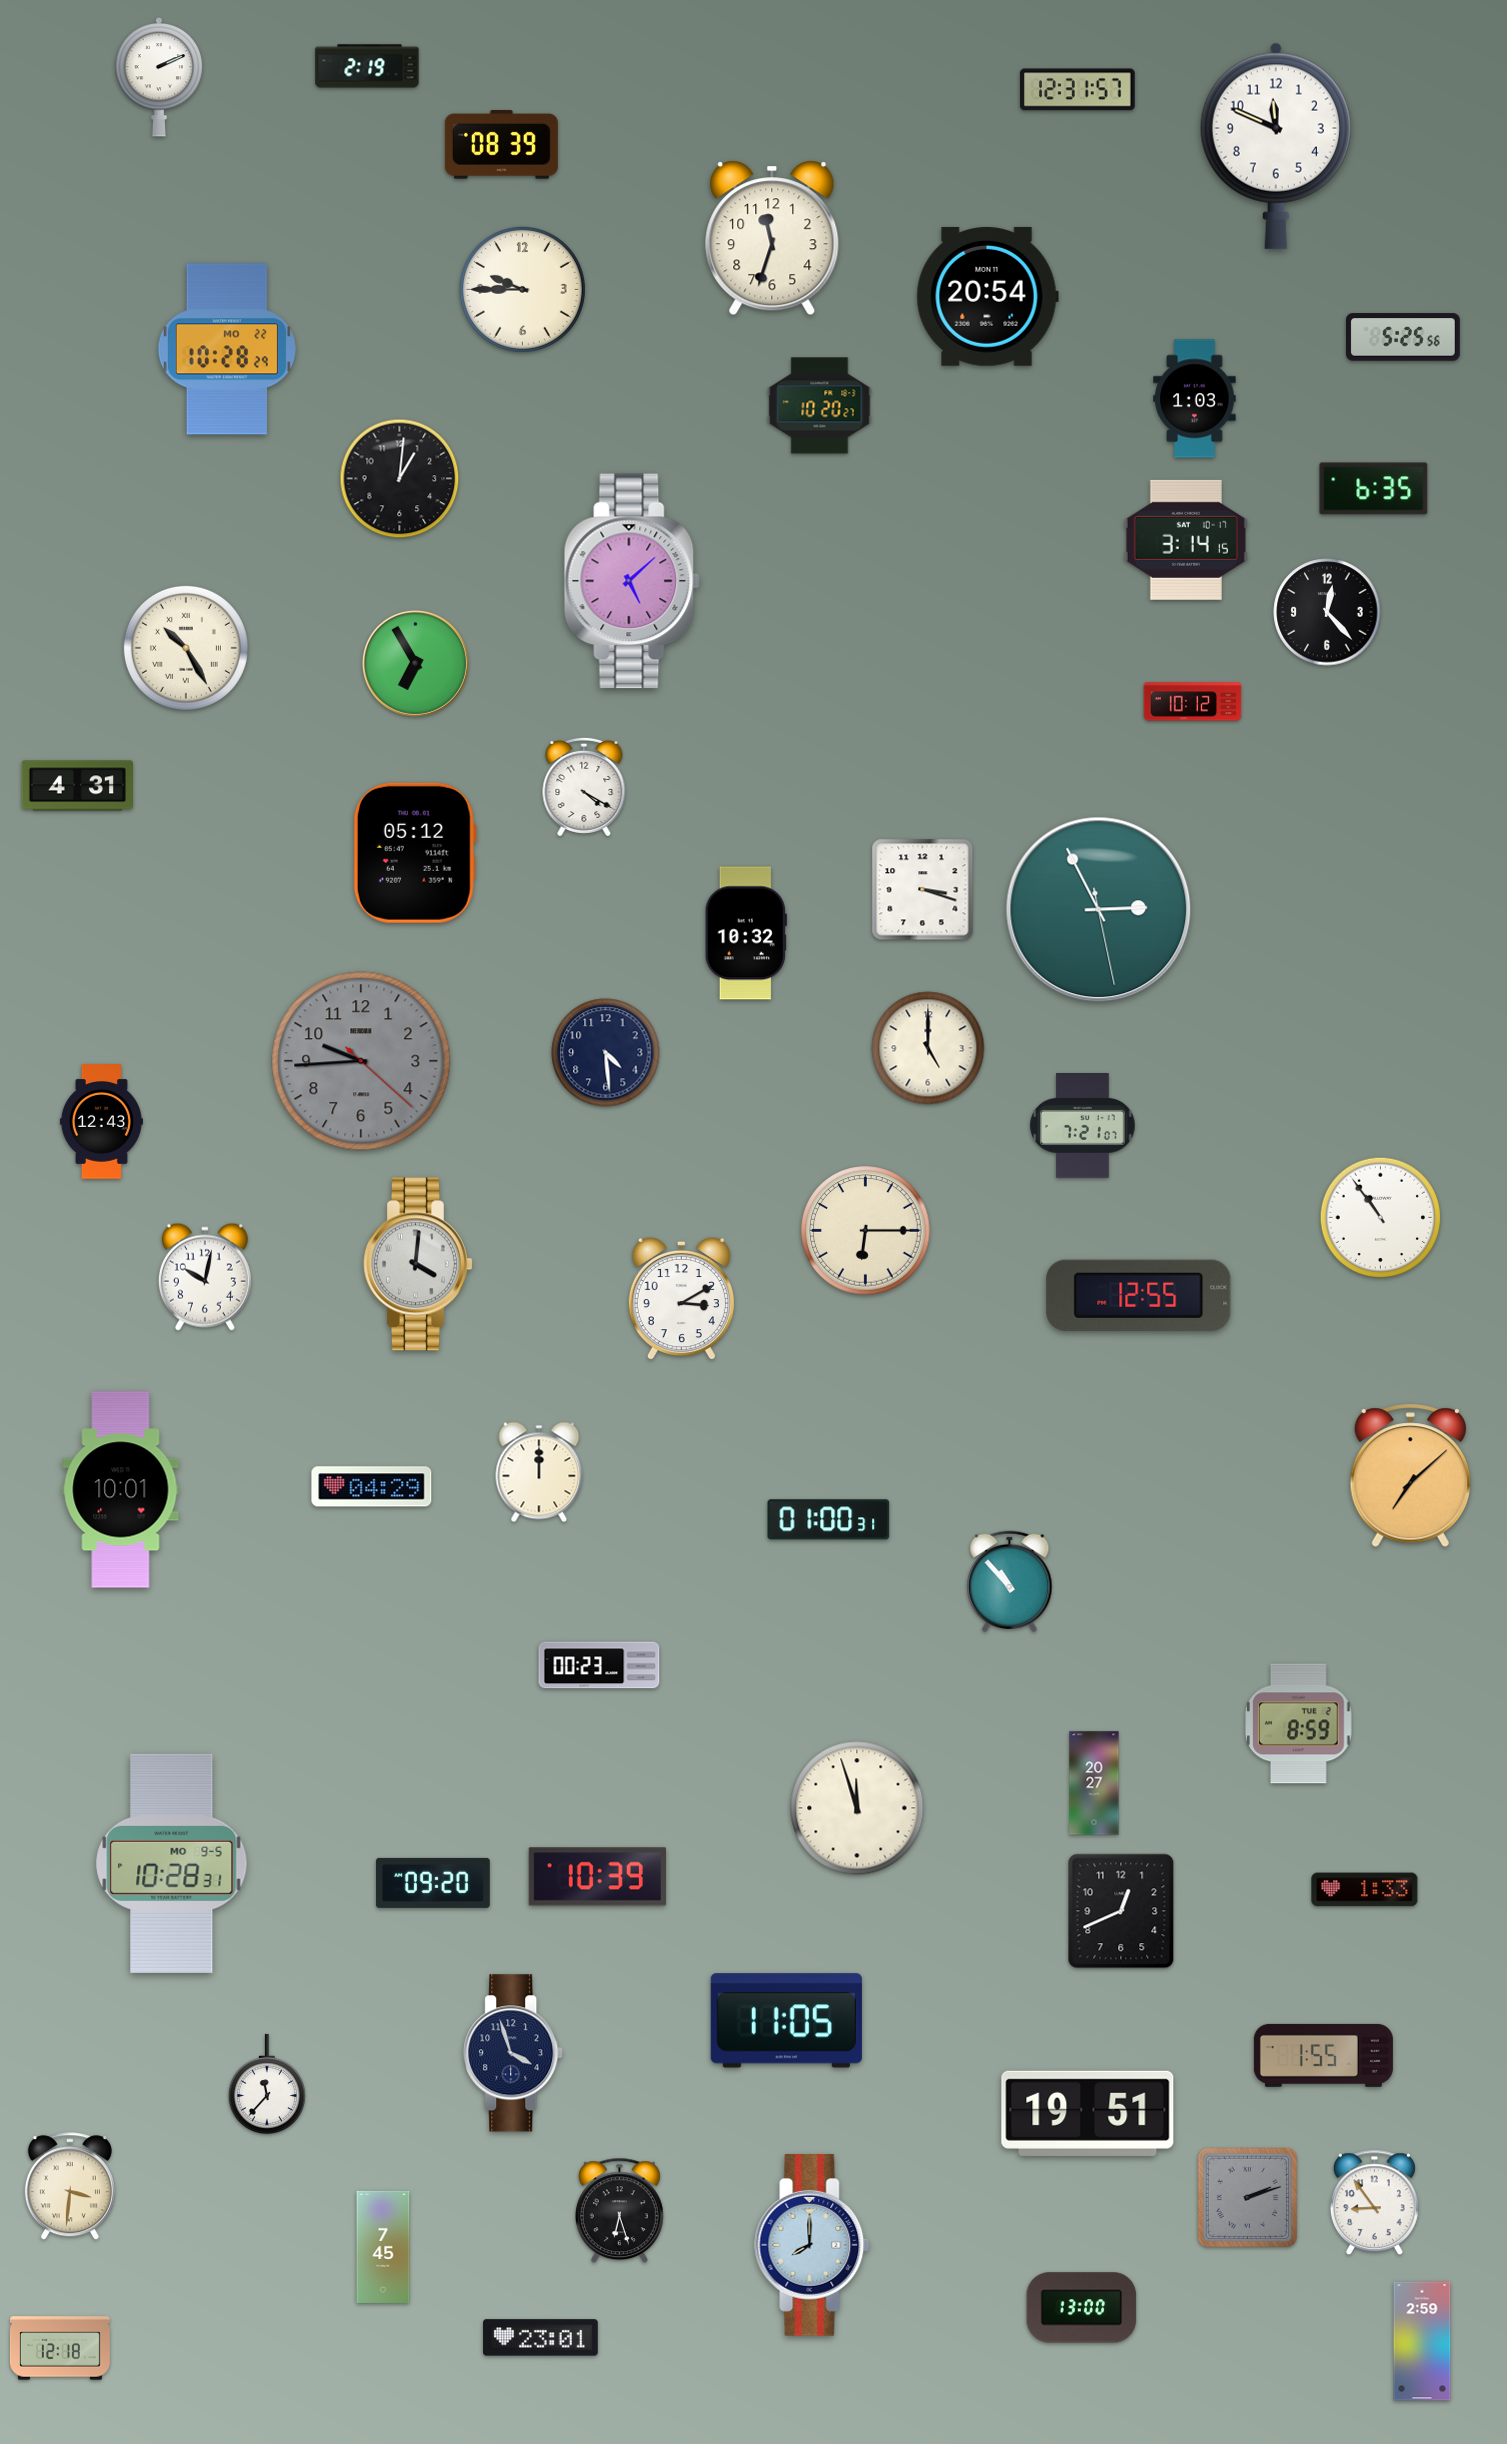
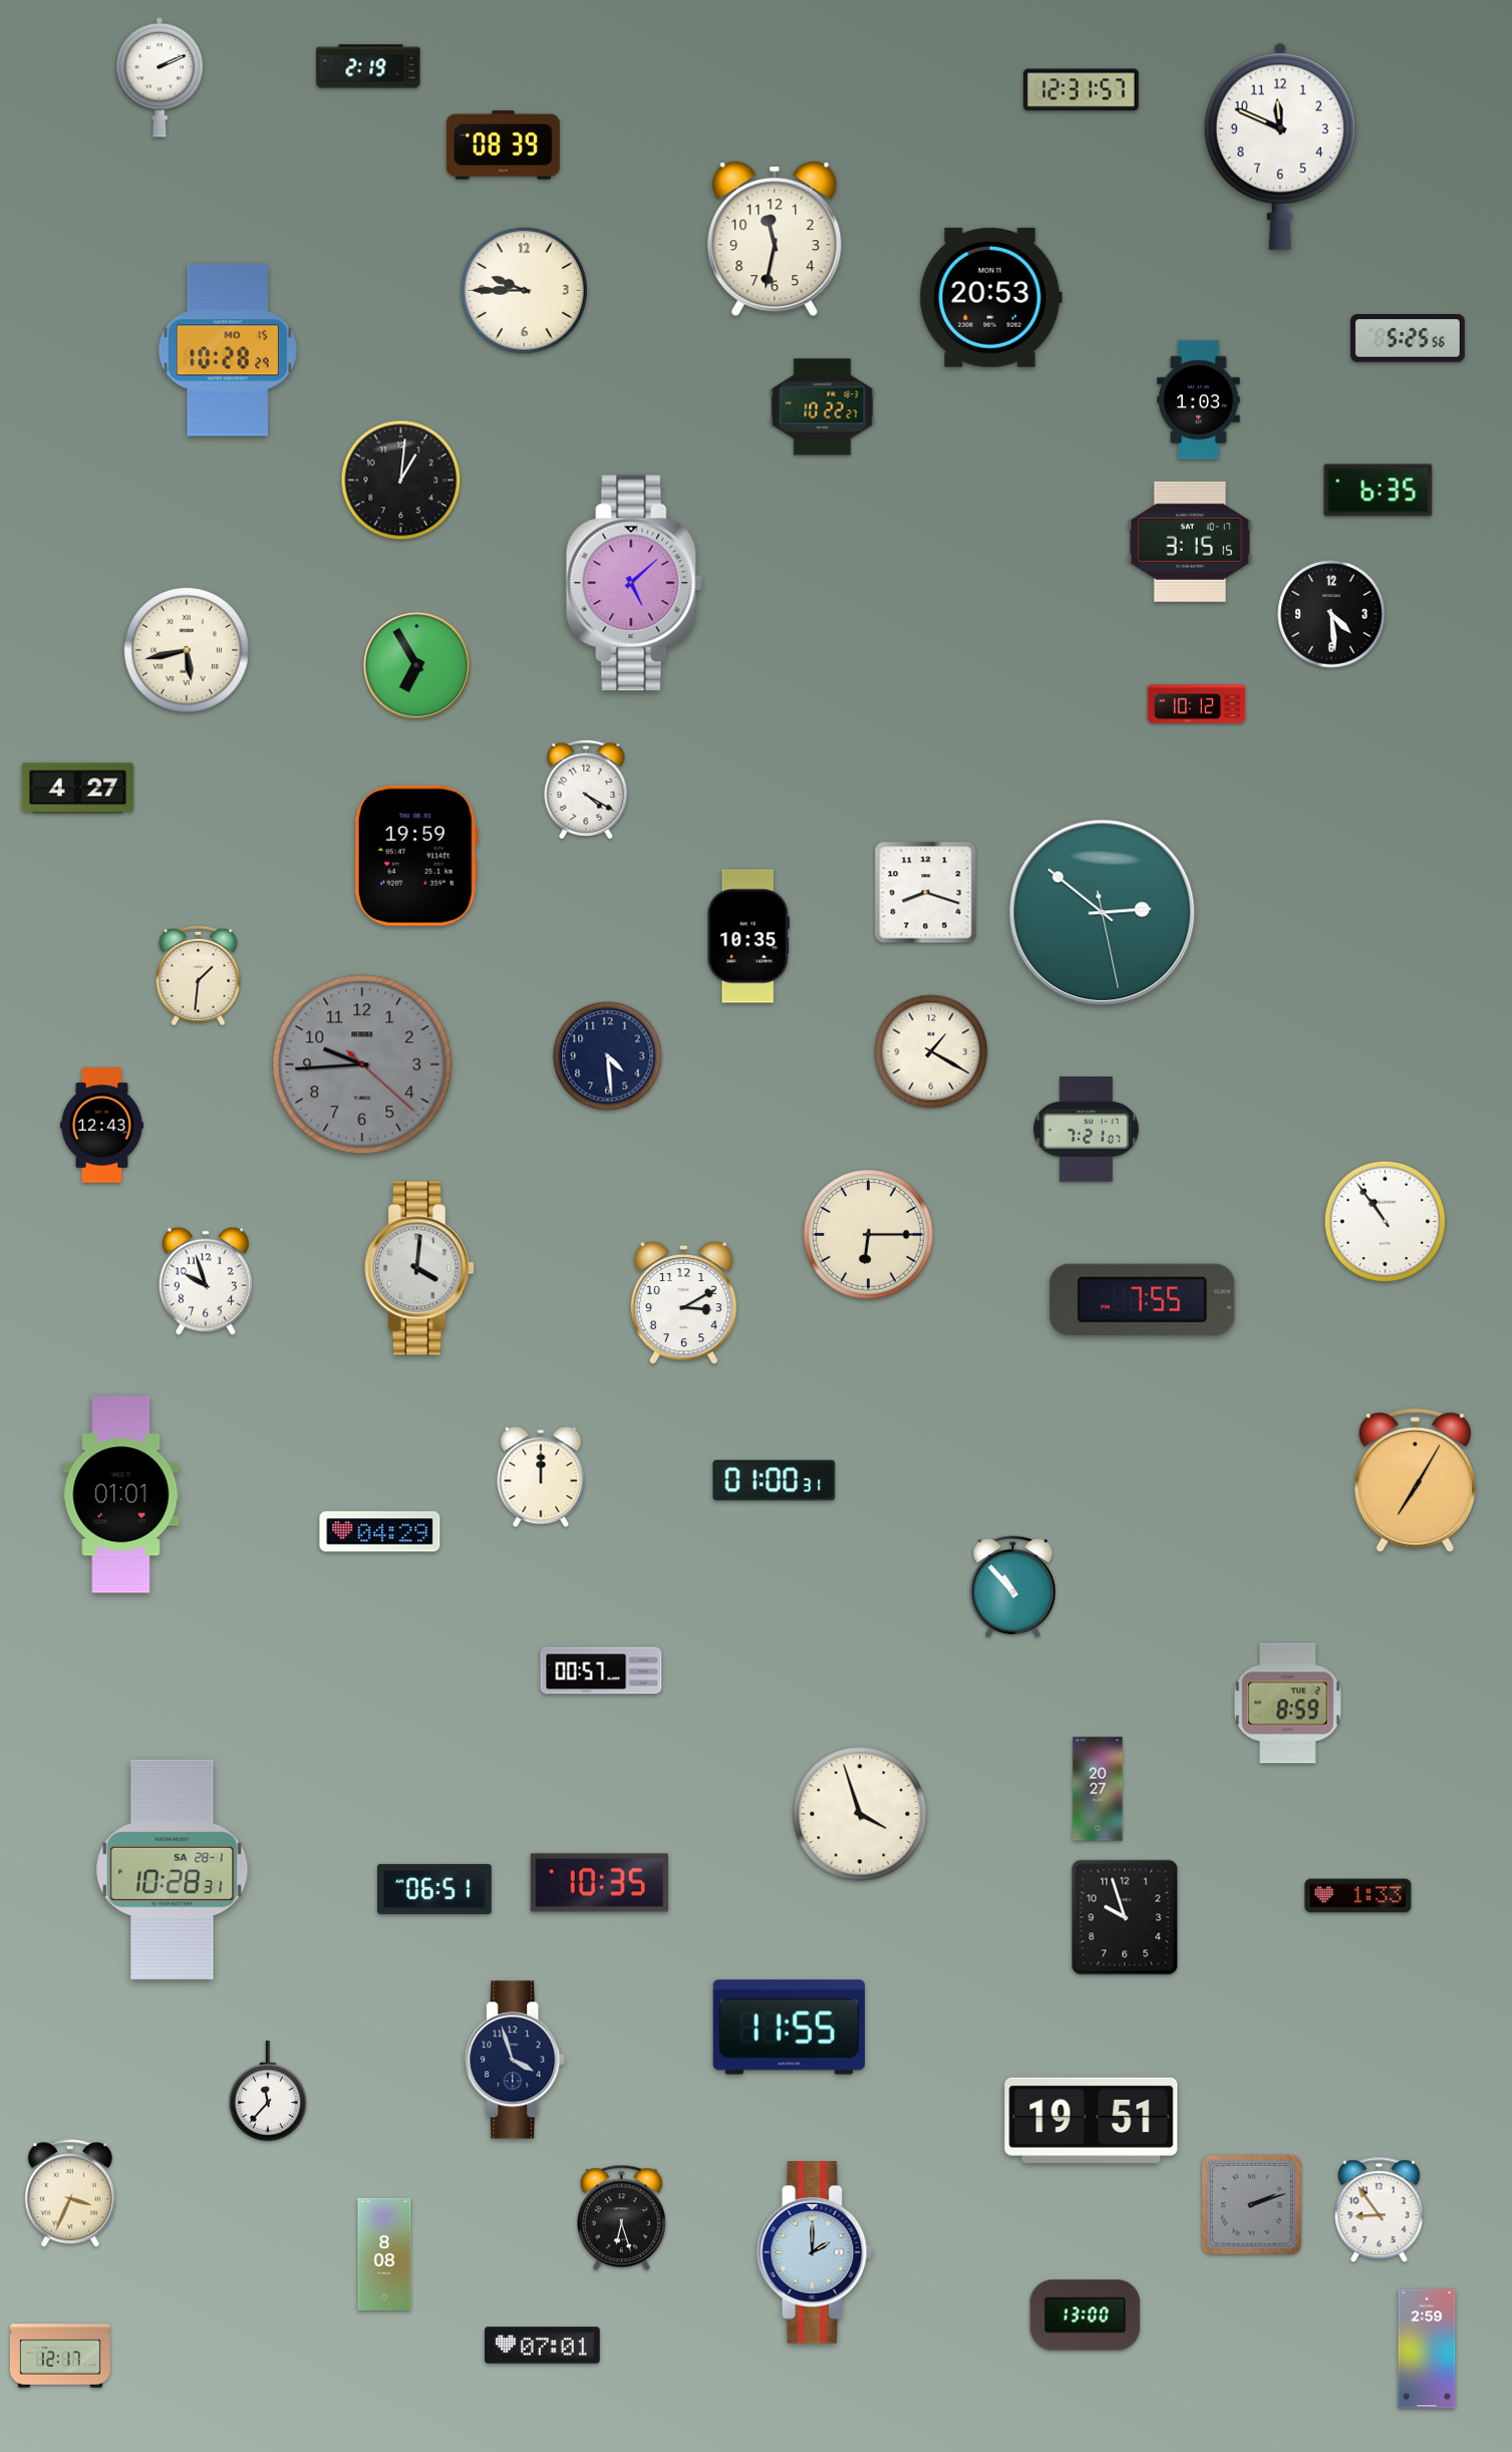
clock at (772, 238): 11:33 -> 11:32
clock at (987, 296): 20:54 -> 20:53
clock at (227, 349) date: MO 22 -> MO 15
clock at (820, 406): 10:20 -> 10:22
clock at (1186, 540): 3:14 -> 3:15
clock at (1327, 612): 12:23 -> 4:29
clock at (186, 648): 10:25 -> 5:43
clock at (77, 786): 4:31 -> 4:27
clock at (415, 853): 05:12 -> 19:59
clock at (923, 890): 3:18 -> 8:18
clock at (1099, 910): 2:55 -> 2:51
clock at (746, 933): 10:32 -> 10:35
clock at (199, 975): none -> 1:31
clock at (928, 1048): 5:00 -> 1:20
clock at (205, 1277): 10:02 -> 9:57
clock at (1139, 1295): 12:55 -> 7:55
clock at (1410, 1476): 7:08 -> 7:05
clock at (372, 1487) position: (372, 1487) -> (380, 1532)
clock at (121, 1490): 10:01 -> 01:01
clock at (829, 1520) position: (829, 1520) -> (775, 1481)
clock at (599, 1665): 00:23 -> 00:57
clock at (1299, 1724) position: (1299, 1724) -> (1288, 1704)
clock at (857, 1808): 11:57 -> 3:57
clock at (172, 1863) date: MO 9-5 -> SA 28-1
clock at (597, 1877): 10:39 -> 10:35
clock at (433, 1883): 09:20 -> 06:51
clock at (1365, 1890) position: (1365, 1890) -> (1358, 1896)
clock at (1121, 1911): 12:41 -> 9:57
clock at (786, 2021): 11:05 -> 11:55
clock at (1323, 2055): 1:55 -> none
clock at (70, 2187): 3:31 -> 3:34
clock at (812, 2245): 8:00 -> 2:00
clock at (383, 2247): 7:45 -> 8:08
clock at (541, 2338): 23:01 -> 07:01
clock at (60, 2348): 12:18 -> 12:17
